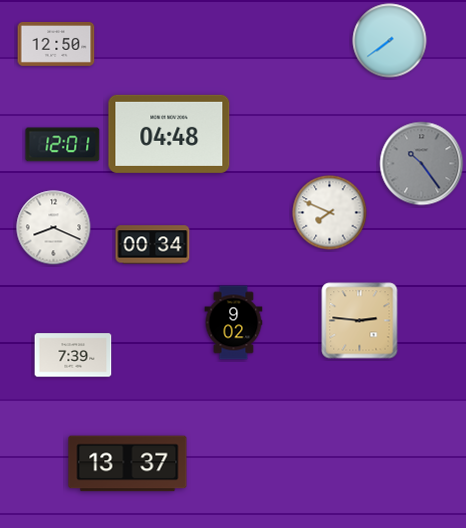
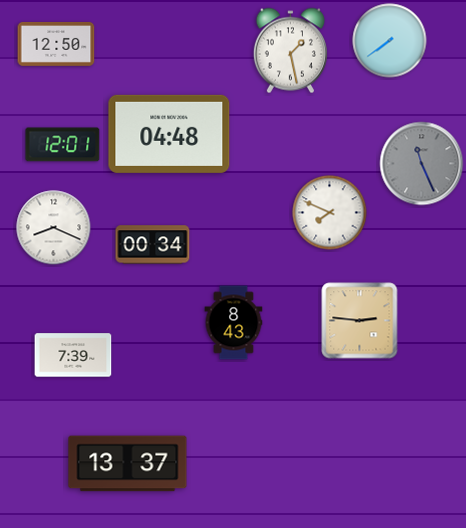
clock at (290, 51): none -> 1:28
clock at (422, 164): 10:24 -> 11:26
clock at (234, 323): 9:02 -> 8:43
